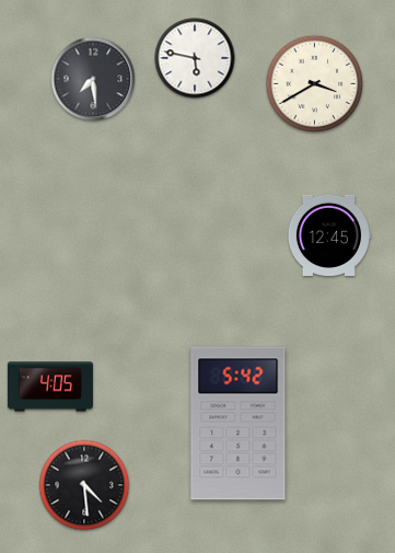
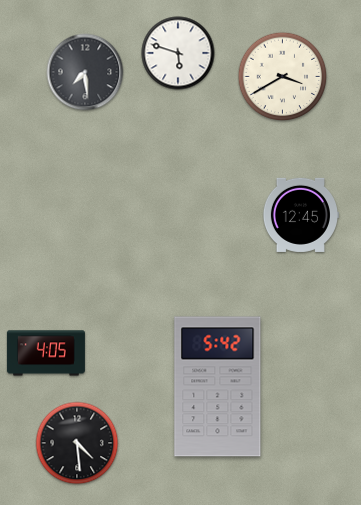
clock at (195, 58): 5:47 -> 5:48
clock at (315, 84) position: (315, 84) -> (283, 77)
